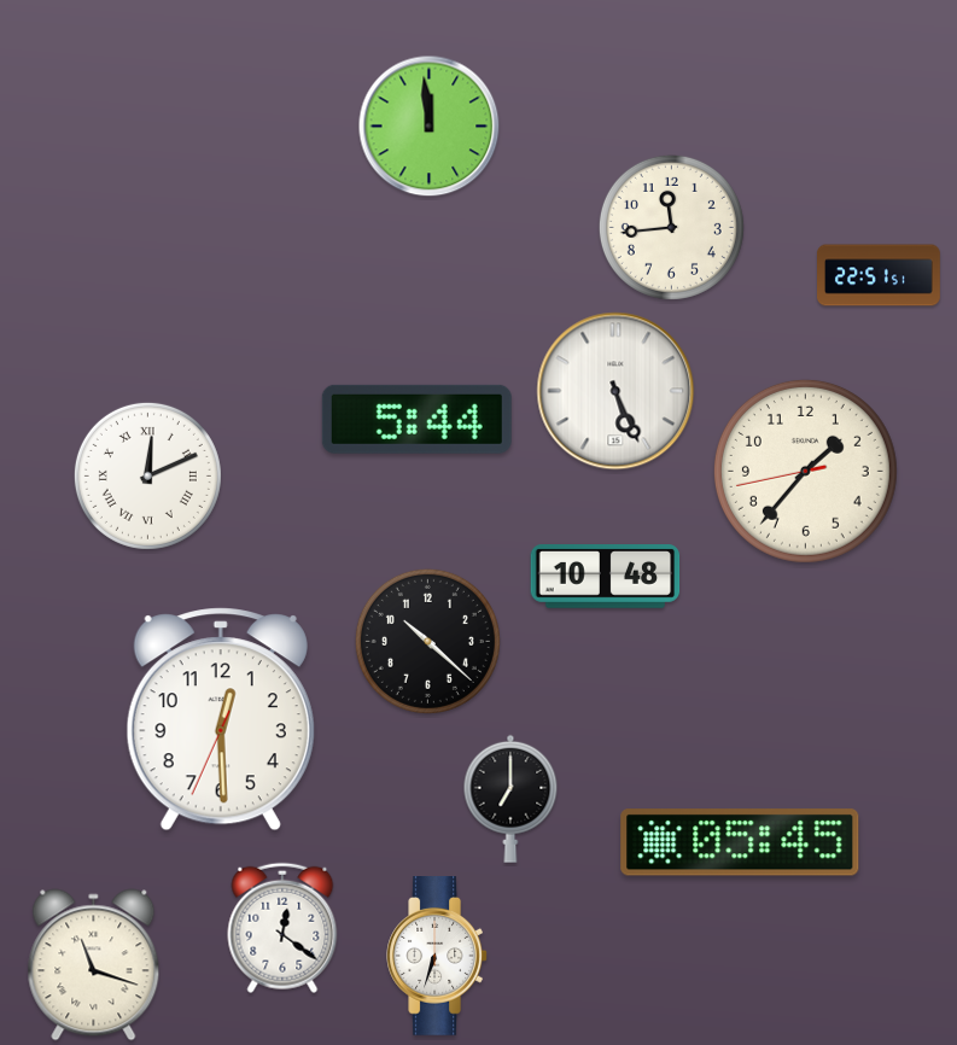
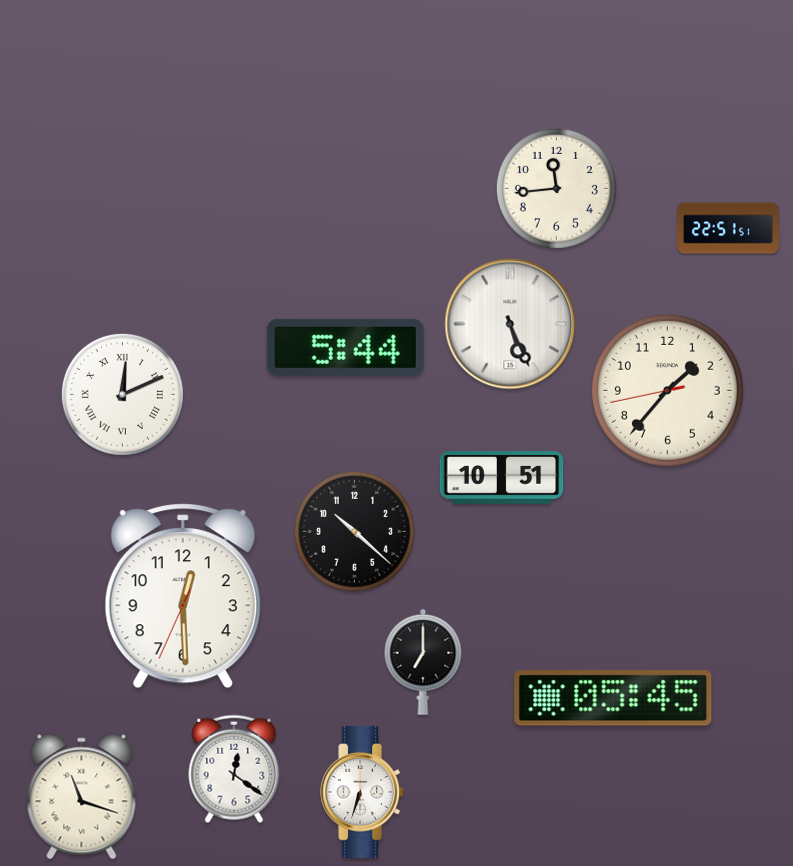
clock at (430, 127): 11:59 -> none
clock at (606, 577): 10:48 -> 10:51
clock at (94, 965) position: (94, 965) -> (82, 797)
